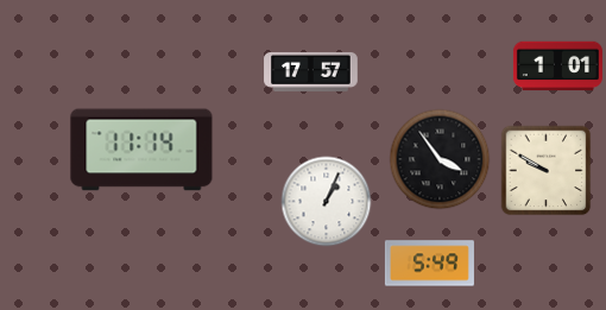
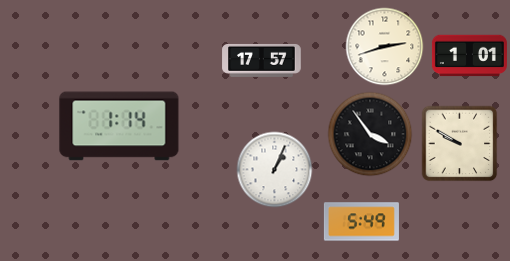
clock at (385, 47): none -> 2:42
clock at (141, 150): 11:14 -> 1:14
